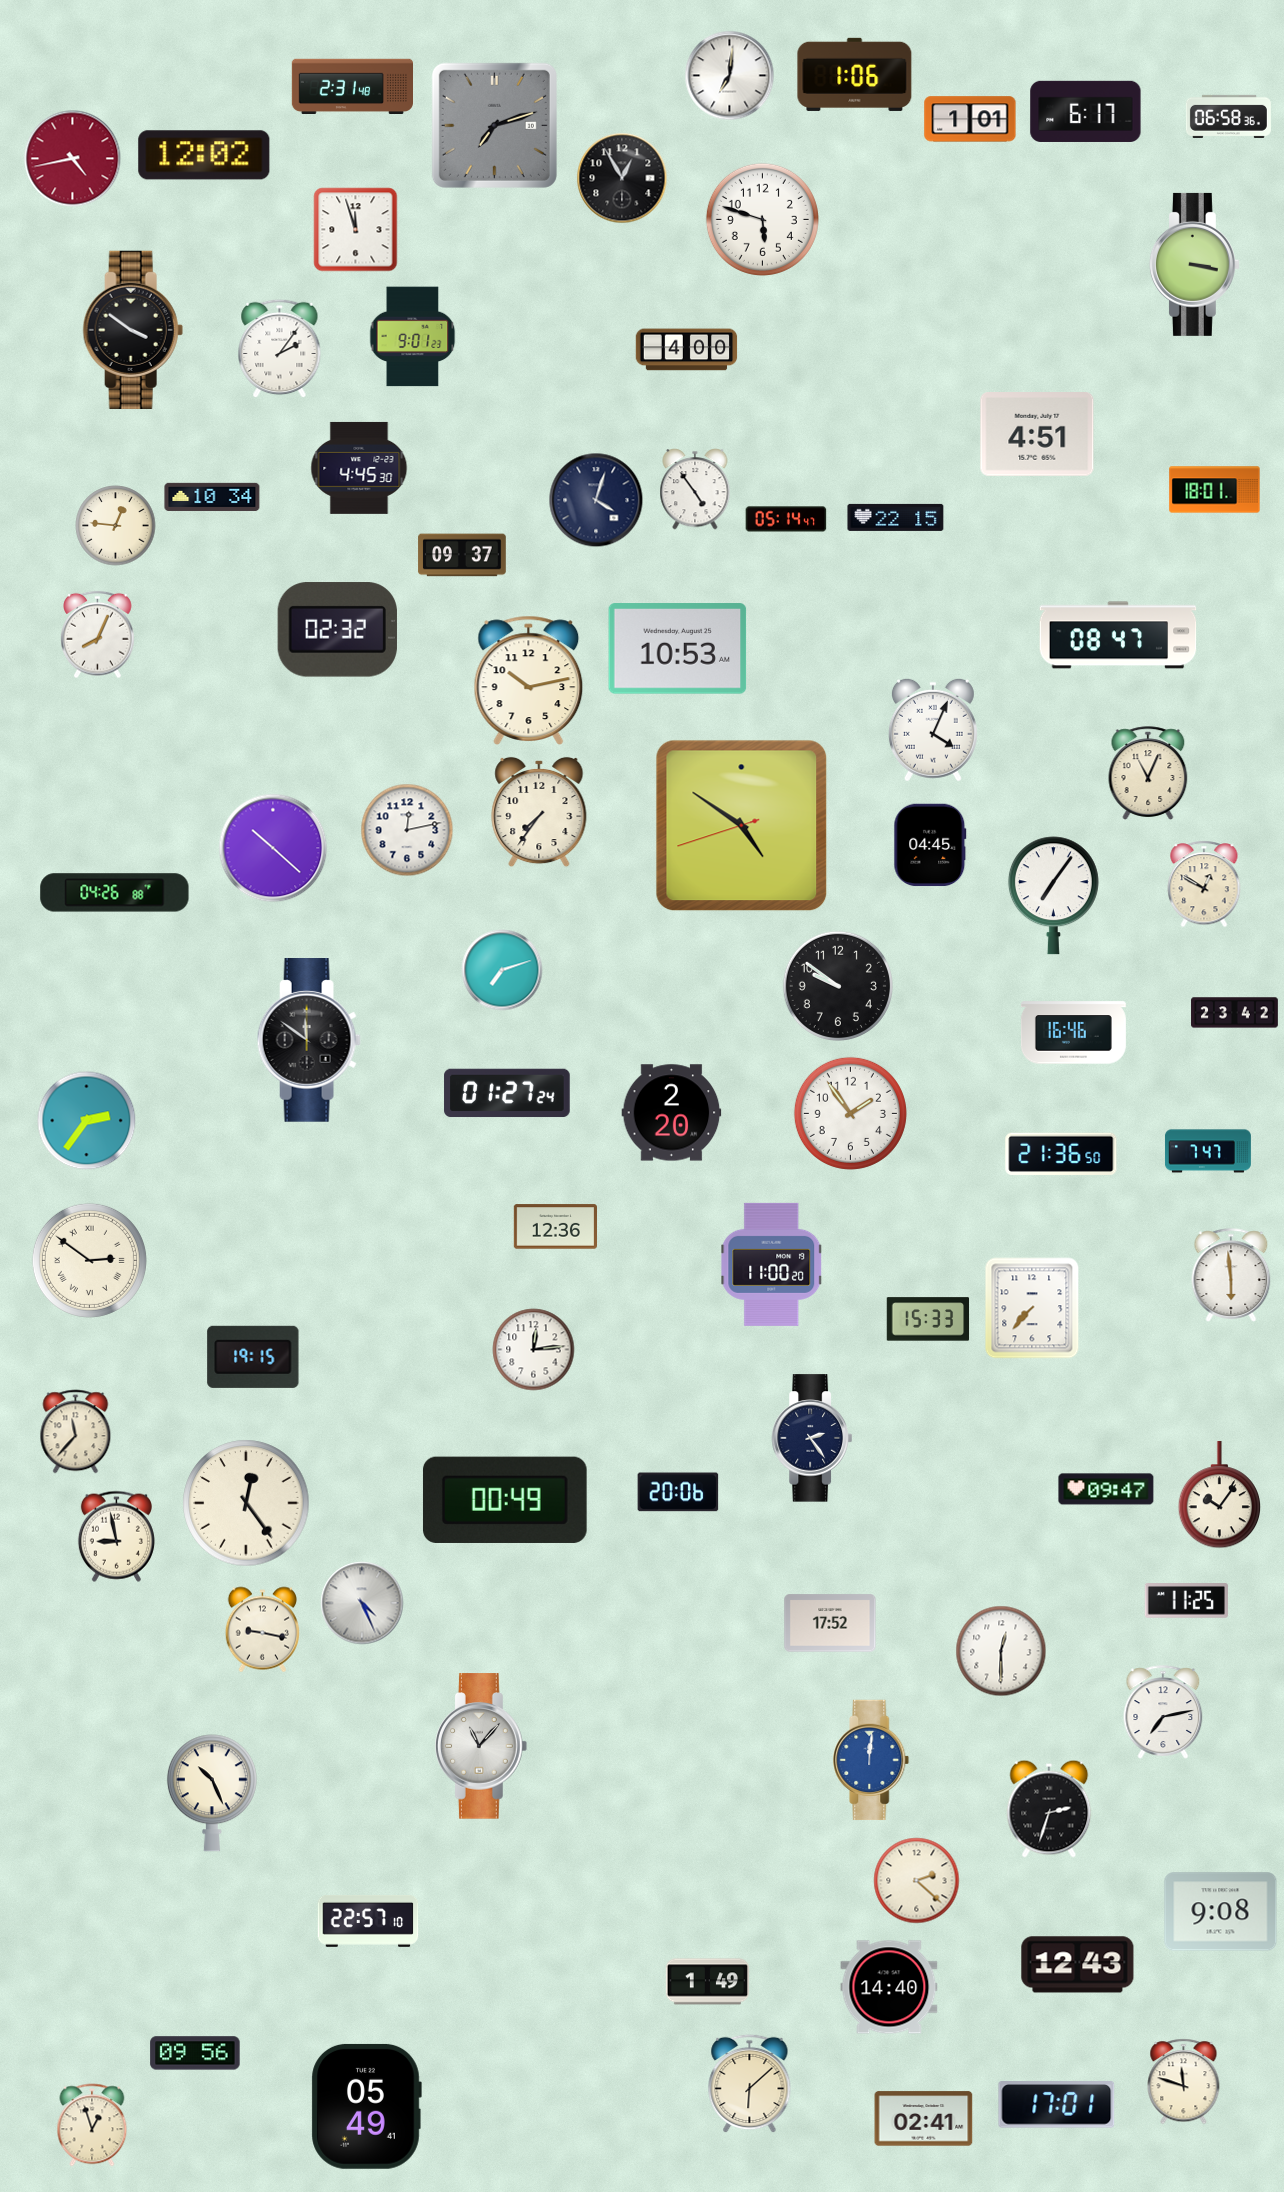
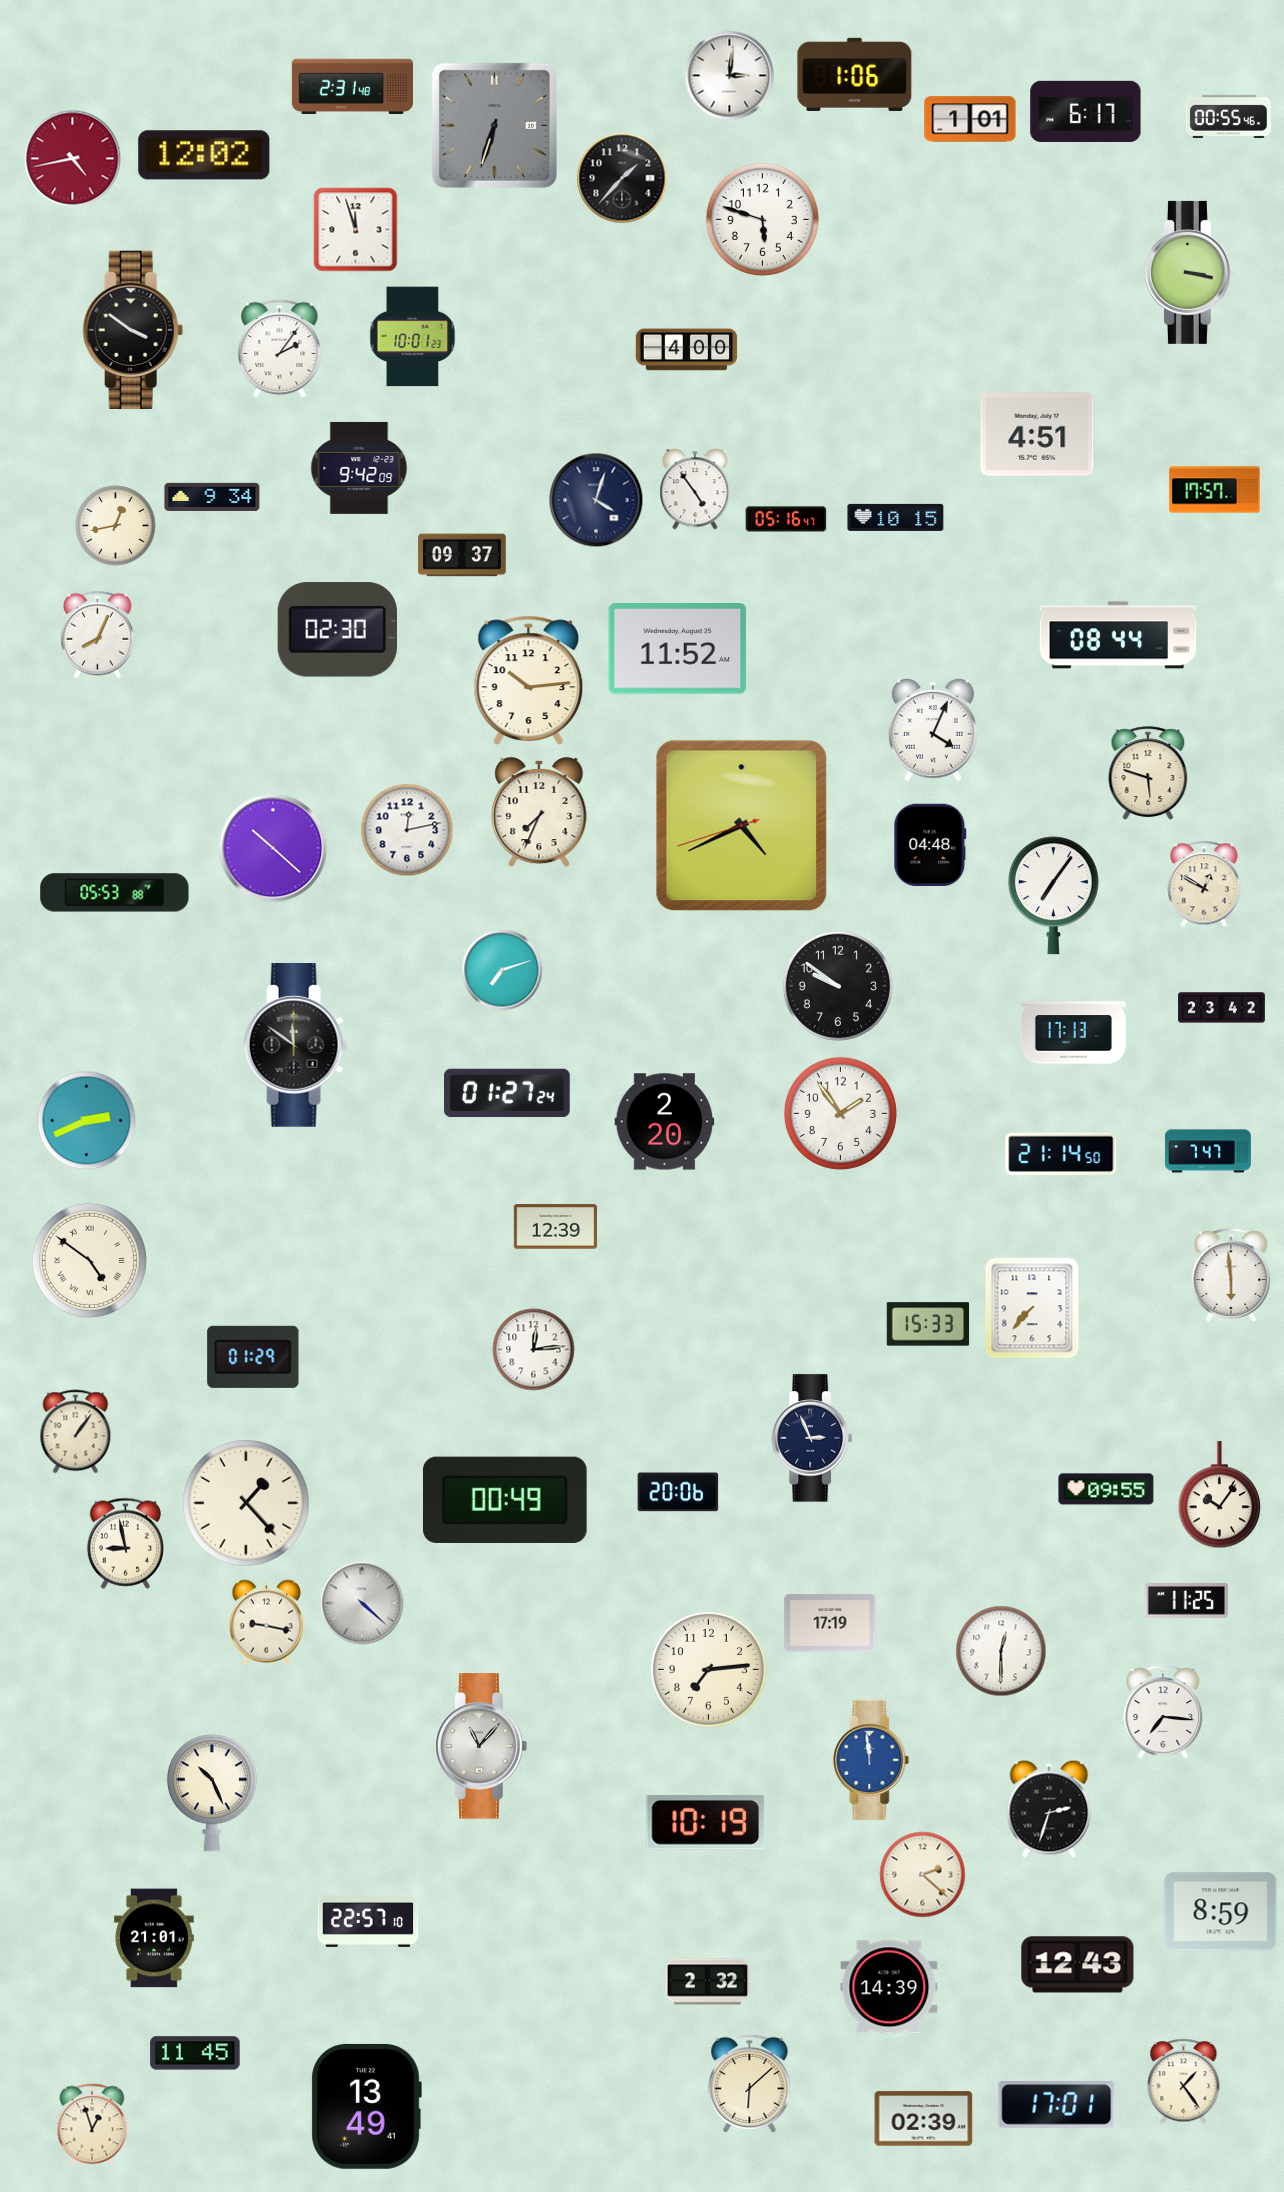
clock at (730, 76): 7:01 -> 3:01
clock at (1228, 116): 06:58 -> 00:55
clock at (494, 125): 7:12 -> 6:33
clock at (622, 178): 12:55 -> 1:37
clock at (1194, 264) position: (1194, 264) -> (1189, 272)
clock at (413, 337): 9:01 -> 10:01
clock at (359, 468): 4:45 -> 9:42
clock at (1215, 490): 18:01 -> 17:57
clock at (212, 497): 10:34 -> 9:34
clock at (896, 517): 22:15 -> 10:15
clock at (786, 519): 05:14 -> 05:16
clock at (116, 526): 12:46 -> 12:43
clock at (337, 630): 02:32 -> 02:30
clock at (1118, 635): 08:47 -> 08:44
clock at (678, 649): 10:53 -> 11:52
clock at (529, 680): 10:13 -> 10:14
clock at (1148, 773): 11:04 -> 5:48
clock at (539, 812): 7:36 -> 7:34
clock at (742, 826): 4:50 -> 4:40
clock at (930, 845): 04:45 -> 04:48
clock at (115, 893): 04:26 -> 05:53
clock at (1235, 1013) position: (1235, 1013) -> (1222, 1008)
clock at (1073, 1033): 16:46 -> 17:13
clock at (309, 1041) position: (309, 1041) -> (296, 1046)
clock at (672, 1113) position: (672, 1113) -> (665, 1122)
clock at (850, 1113) position: (850, 1113) -> (840, 1113)
clock at (87, 1121): 2:36 -> 2:41
clock at (1061, 1154): 21:36 -> 21:14
clock at (555, 1227): 12:36 -> 12:39
clock at (89, 1260): 2:51 -> 4:51
clock at (772, 1264): 11:00 -> none
clock at (928, 1319) position: (928, 1319) -> (928, 1324)
clock at (253, 1357): 19:15 -> 01:29
clock at (76, 1432): 11:37 -> 1:06
clock at (812, 1438): 2:24 -> 2:56
clock at (1106, 1489): 09:47 -> 09:55
clock at (246, 1503): 12:24 -> 1:23
clock at (116, 1536) position: (116, 1536) -> (125, 1543)
clock at (362, 1603): 4:26 -> 4:22
clock at (830, 1623): 17:52 -> 17:19
clock at (262, 1630) position: (262, 1630) -> (266, 1623)
clock at (708, 1669): none -> 7:14
clock at (1163, 1712): 7:13 -> 7:16
clock at (871, 1760): 12:01 -> 11:59
clock at (706, 1822): none -> 10:19
clock at (917, 1881) position: (917, 1881) -> (923, 1875)
clock at (1221, 1912): 9:08 -> 8:59
clock at (154, 1938): none -> 21:01
clock at (707, 1982): 1:49 -> 2:32
clock at (889, 1987): 14:40 -> 14:39
clock at (195, 2053): 09:56 -> 11:45
clock at (1184, 2082): 11:48 -> 1:24
clock at (366, 2106): 05:49 -> 13:49
clock at (924, 2119): 02:41 -> 02:39
